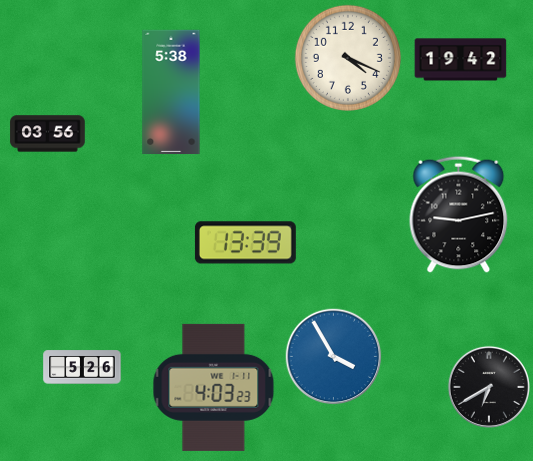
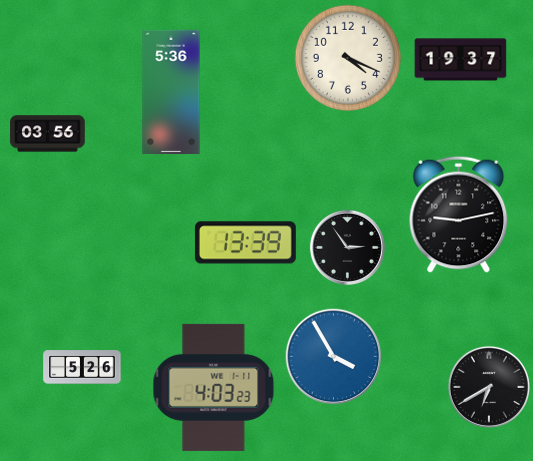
clock at (461, 60): 19:42 -> 19:37
clock at (171, 92): 5:38 -> 5:36
clock at (347, 247): none -> 2:54
